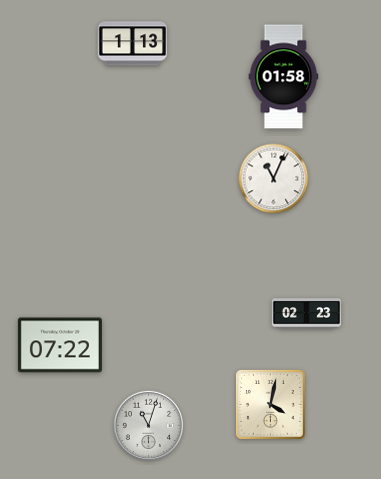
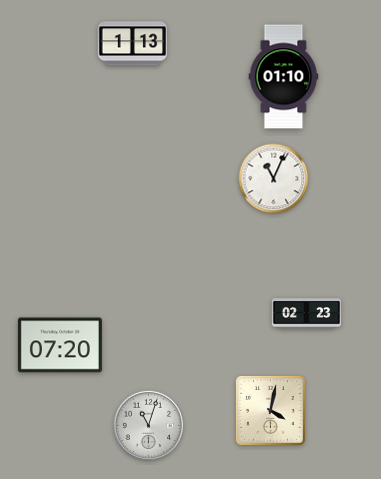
clock at (284, 77): 01:58 -> 01:10
clock at (60, 345): 07:22 -> 07:20
clock at (270, 404) position: (270, 404) -> (270, 410)
